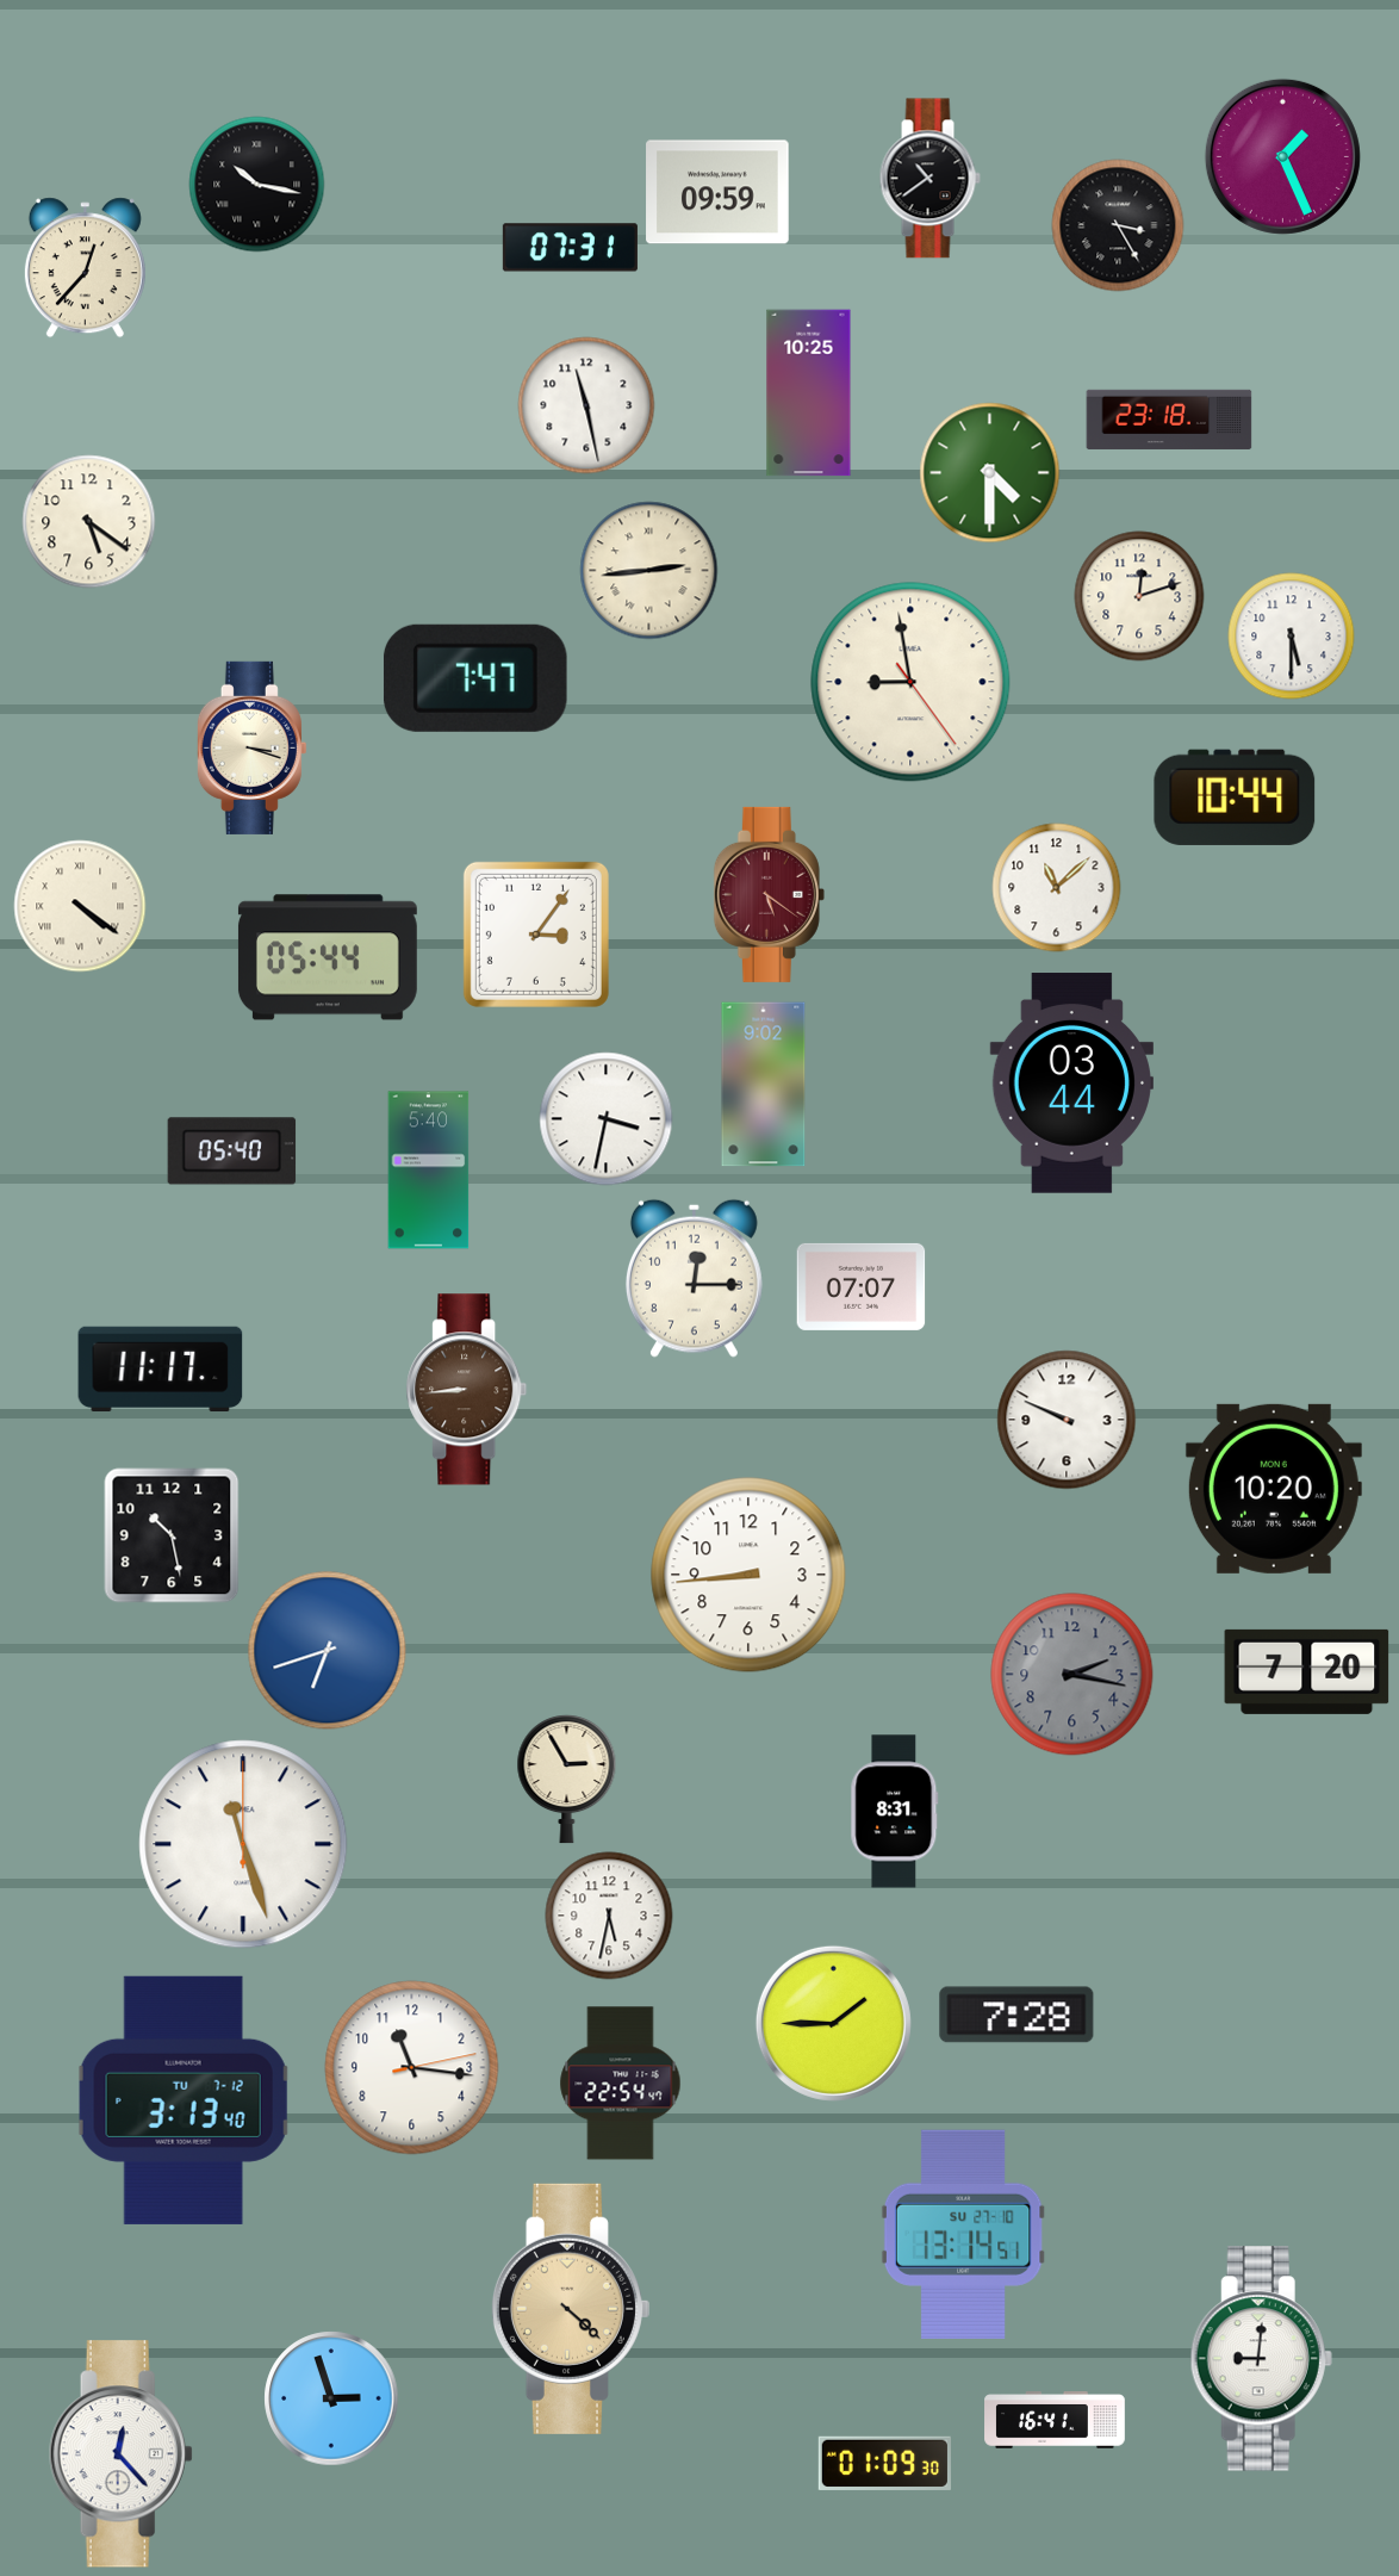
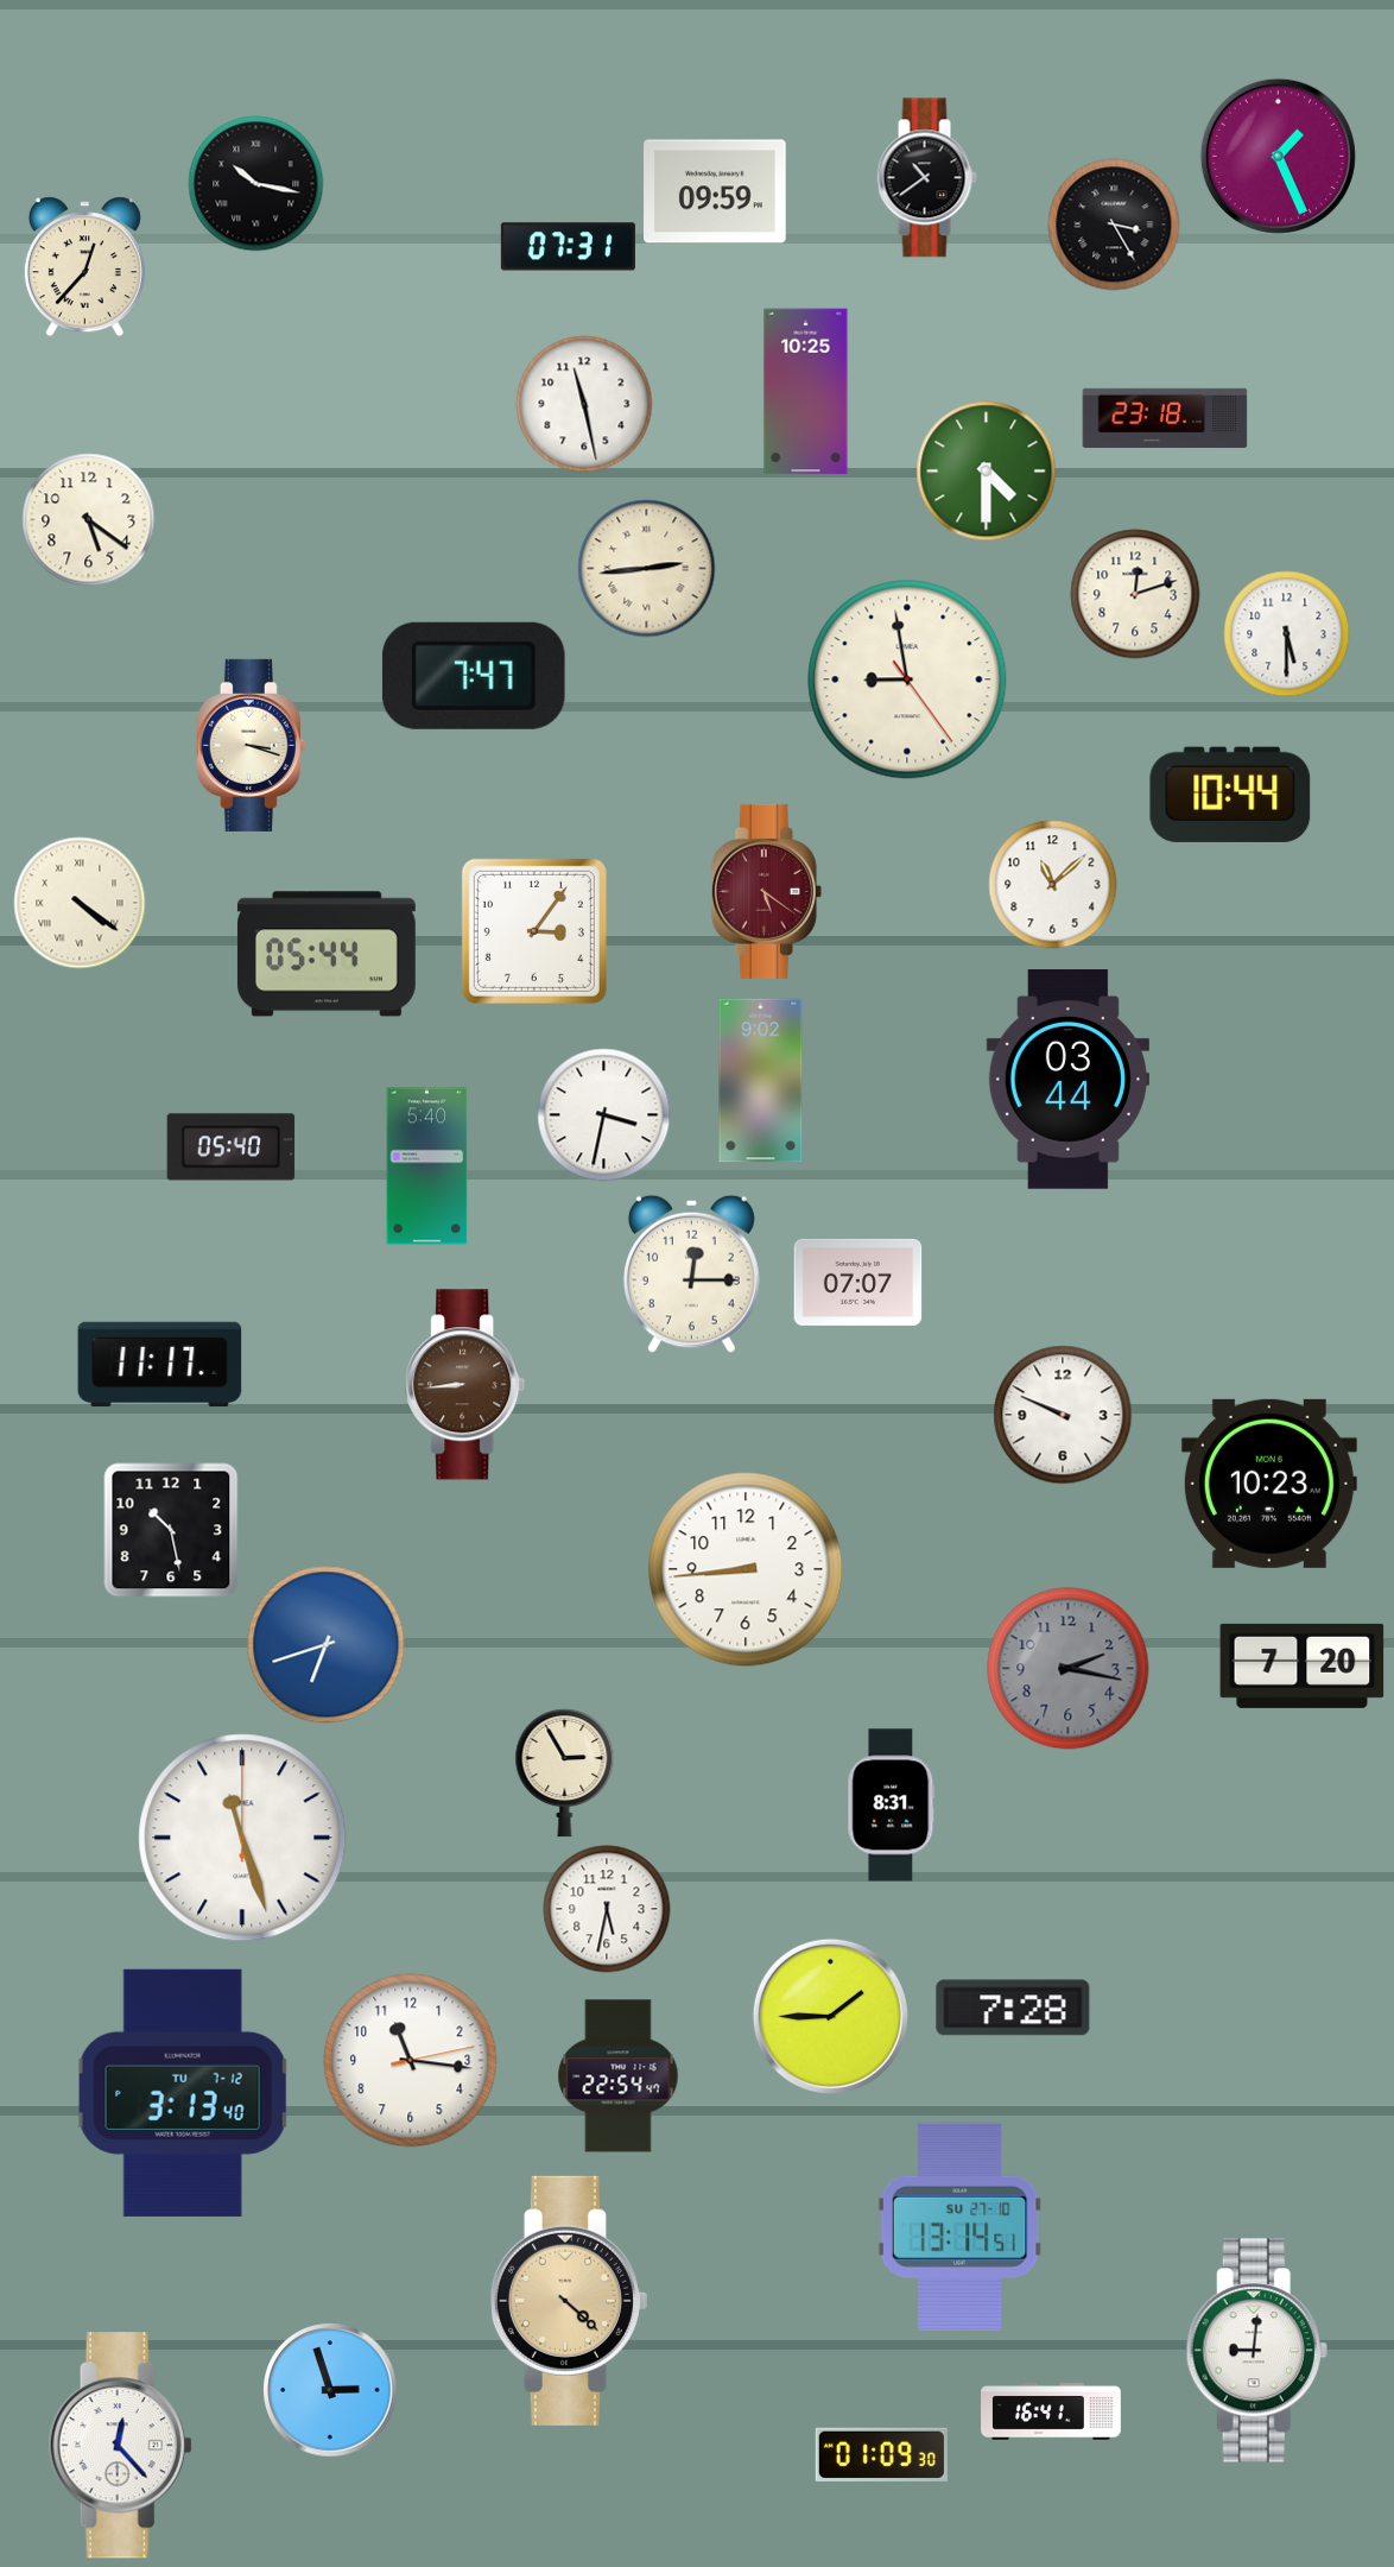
clock at (1274, 1489): 10:20 -> 10:23
